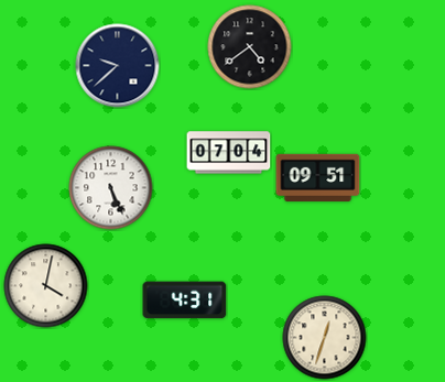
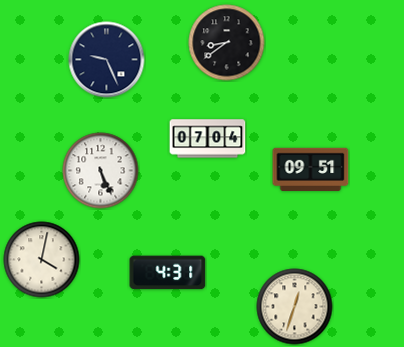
clock at (250, 47): 4:39 -> 8:39
clock at (118, 66): 9:38 -> 9:26
clock at (318, 177) position: (318, 177) -> (311, 169)
